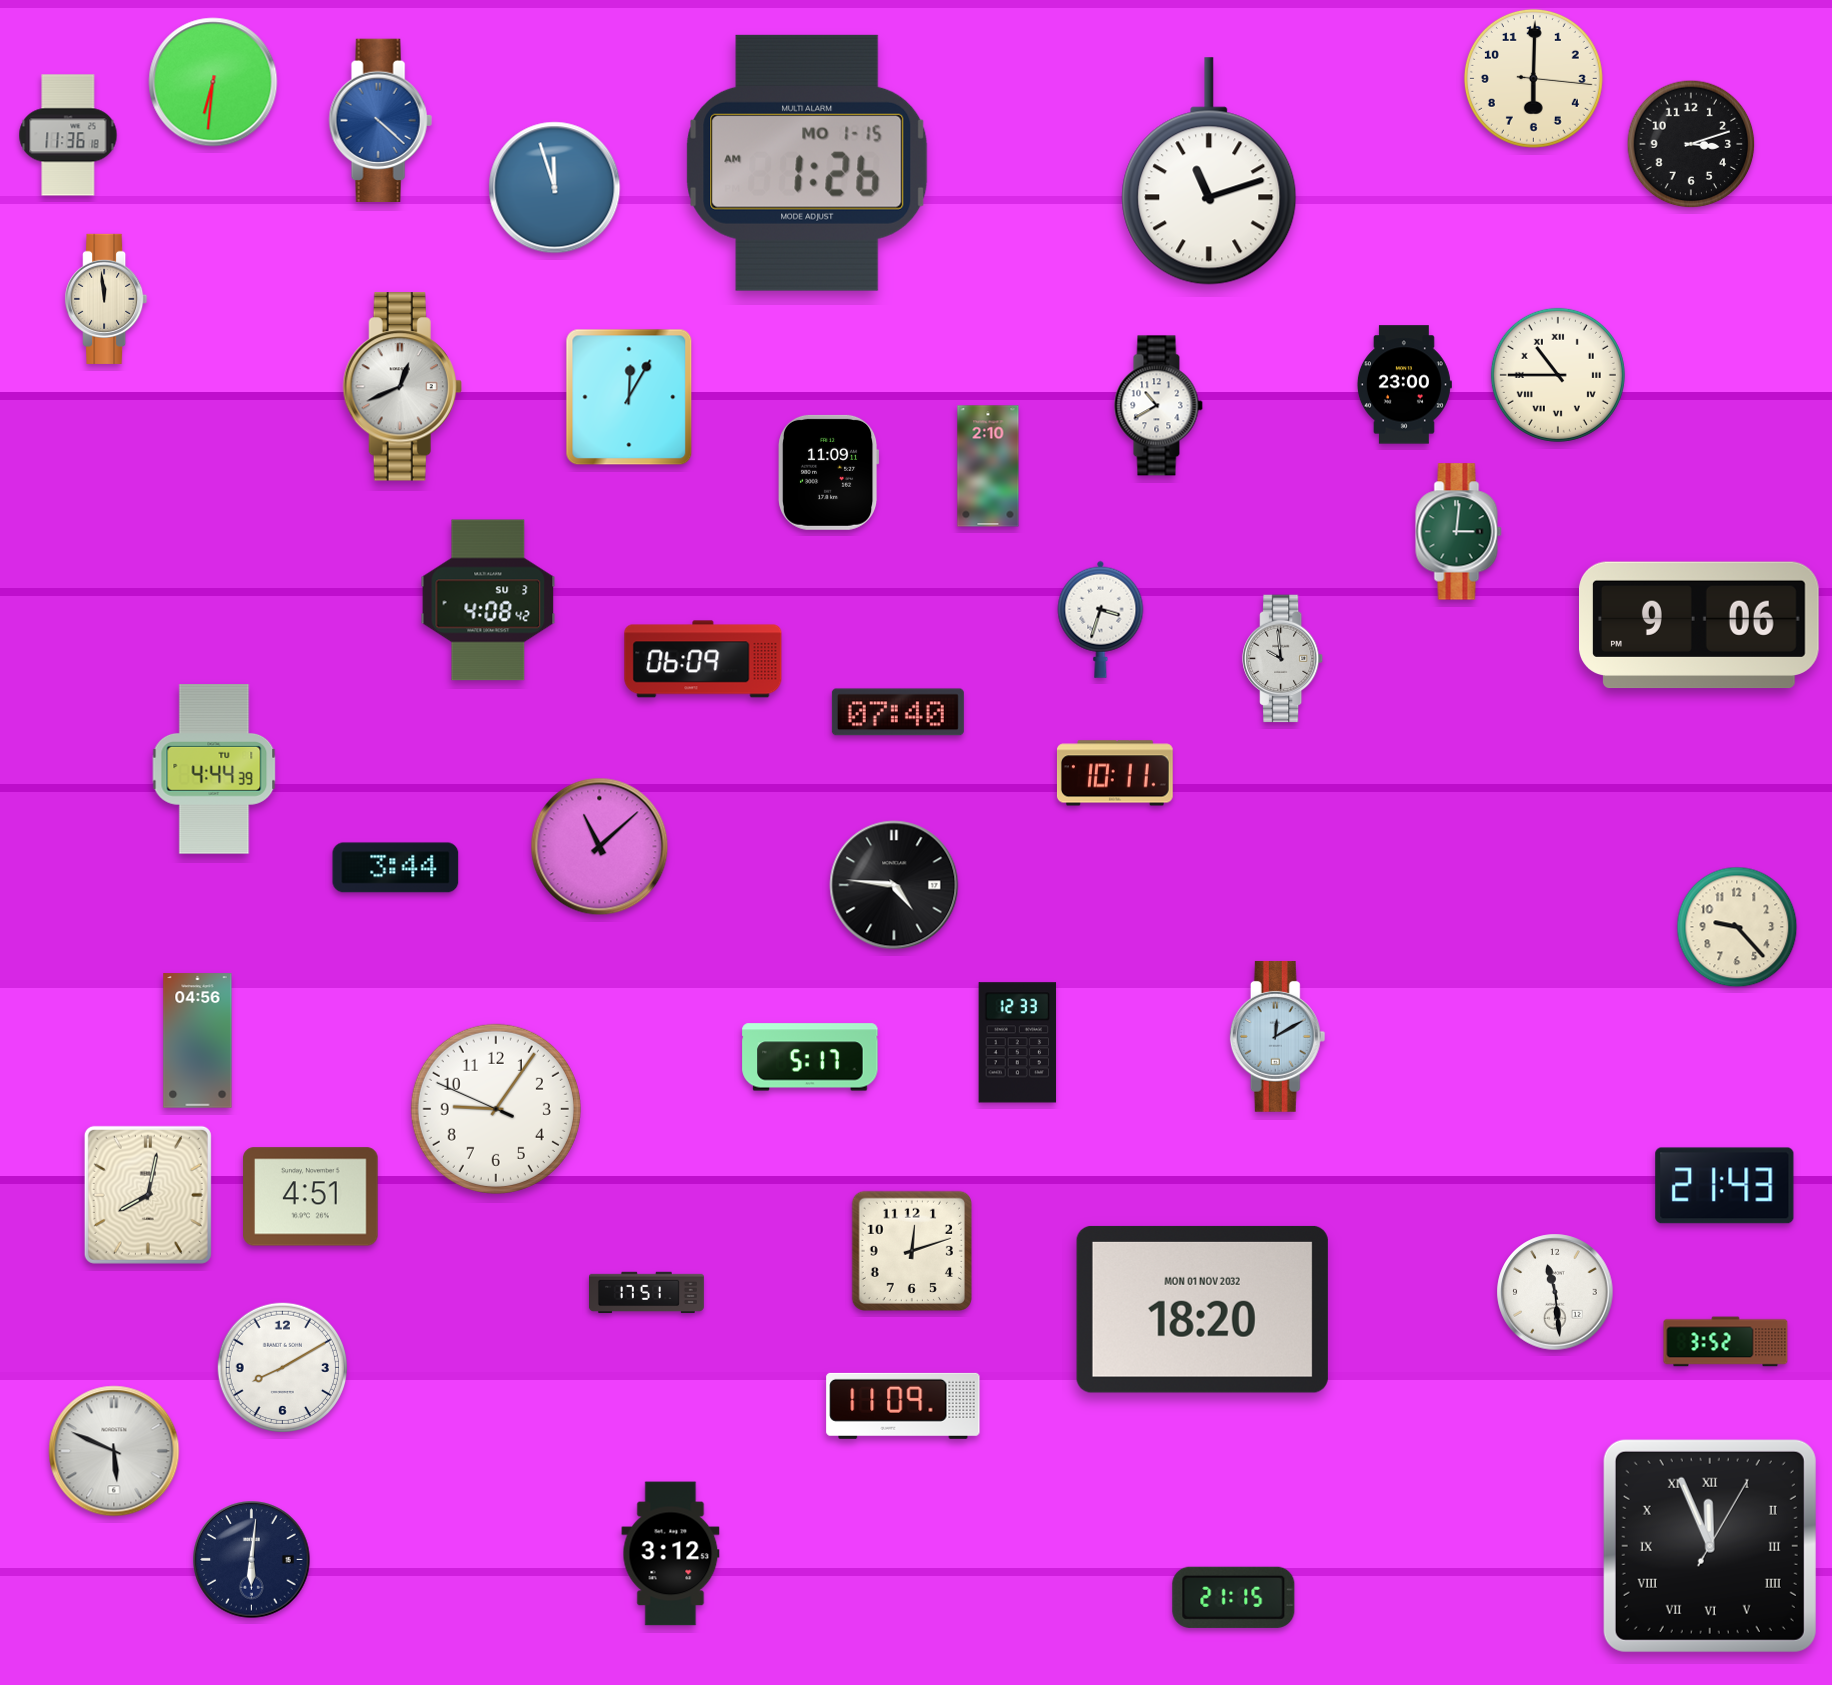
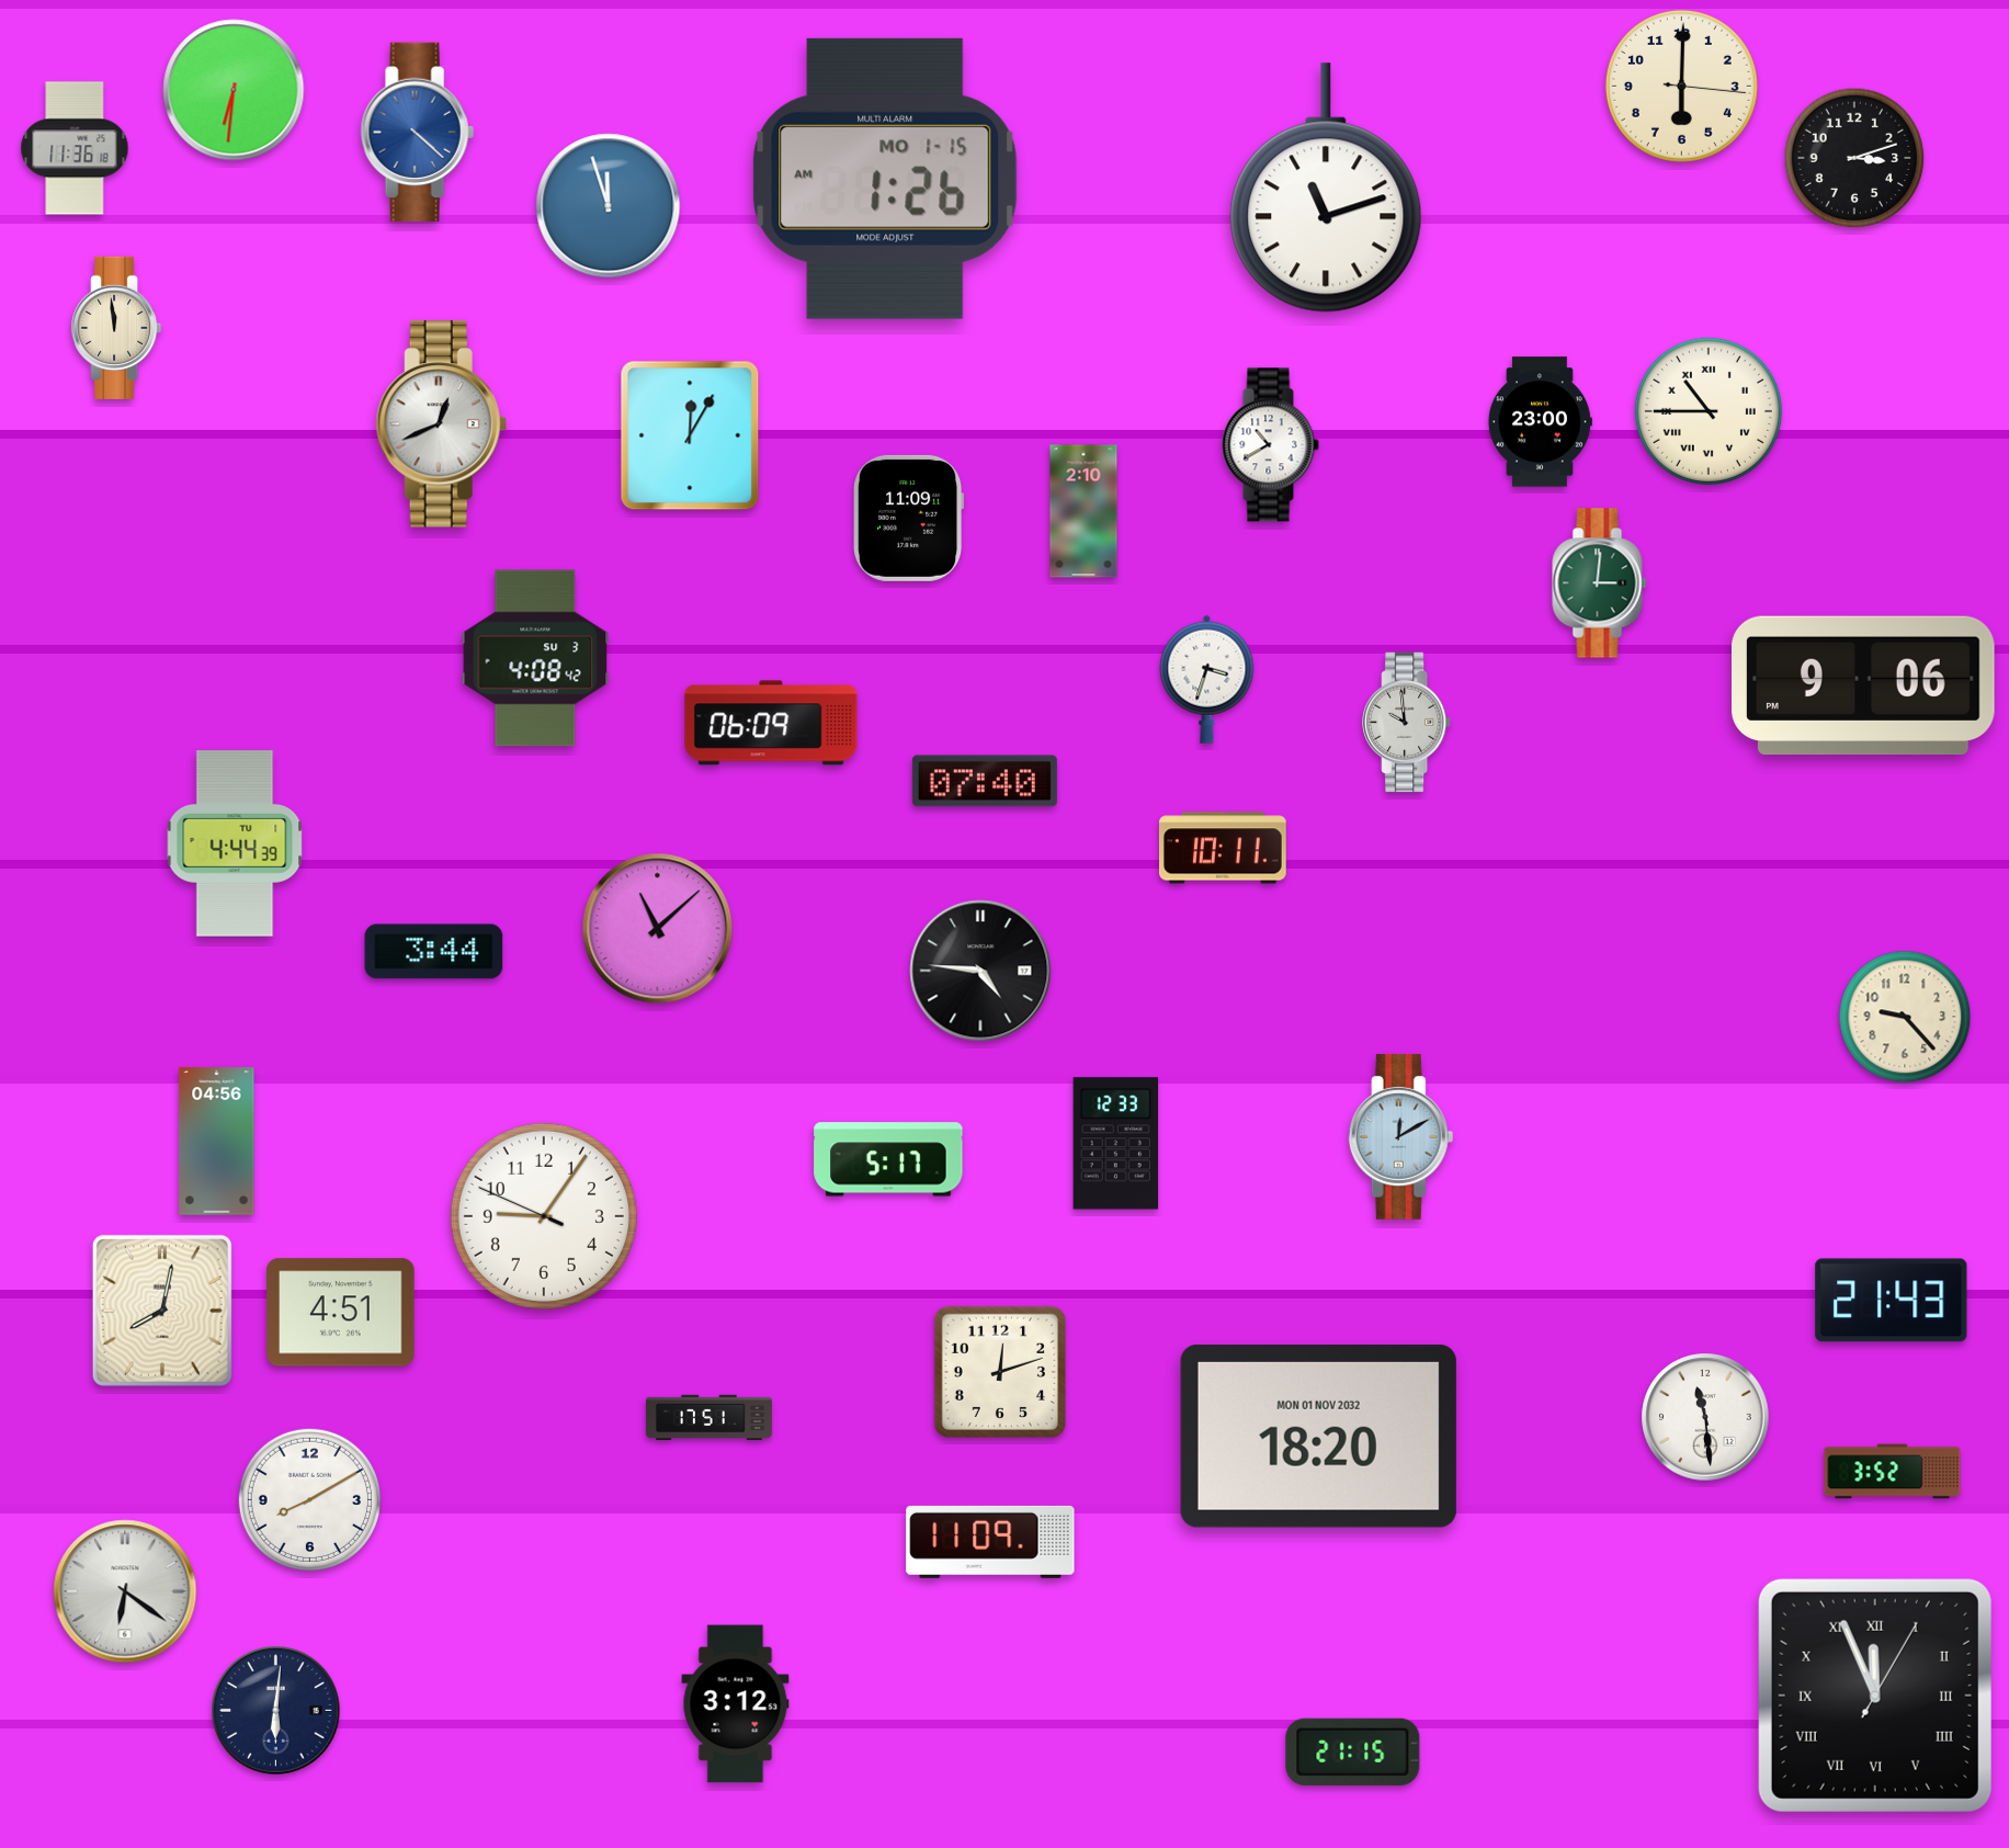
clock at (114, 1451): 5:49 -> 6:21
